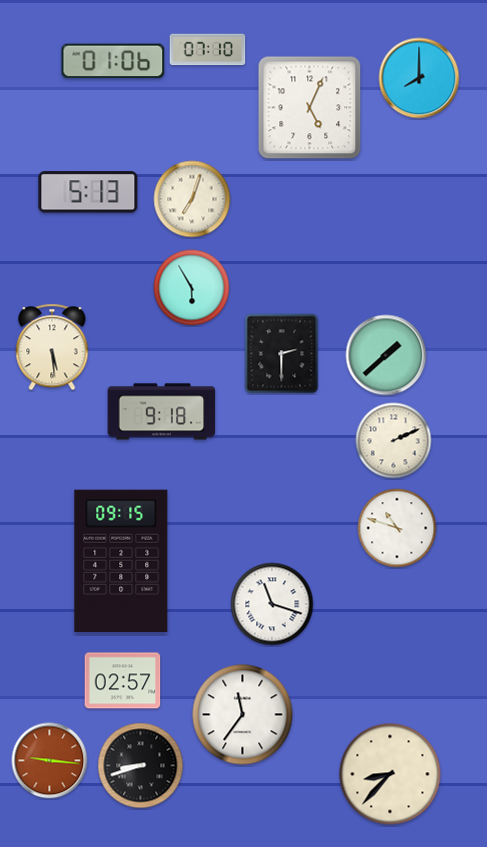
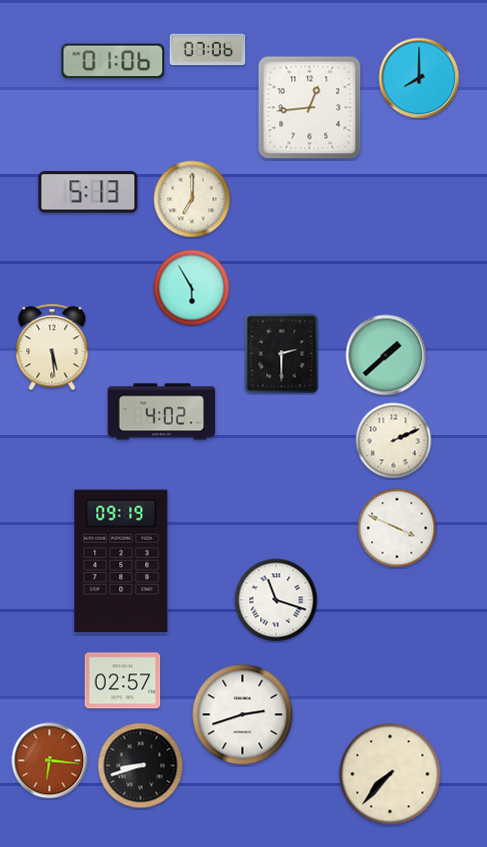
clock at (208, 50): 07:10 -> 07:06
clock at (310, 108): 5:04 -> 12:44
clock at (192, 199): 7:03 -> 7:00
clock at (162, 412): 9:18 -> 4:02
clock at (397, 528): 10:48 -> 3:49
clock at (121, 560): 09:15 -> 09:19
clock at (272, 604) position: (272, 604) -> (276, 600)
clock at (243, 715): 11:36 -> 2:42
clock at (50, 761): 9:16 -> 6:16
clock at (390, 774): 8:37 -> 7:37
